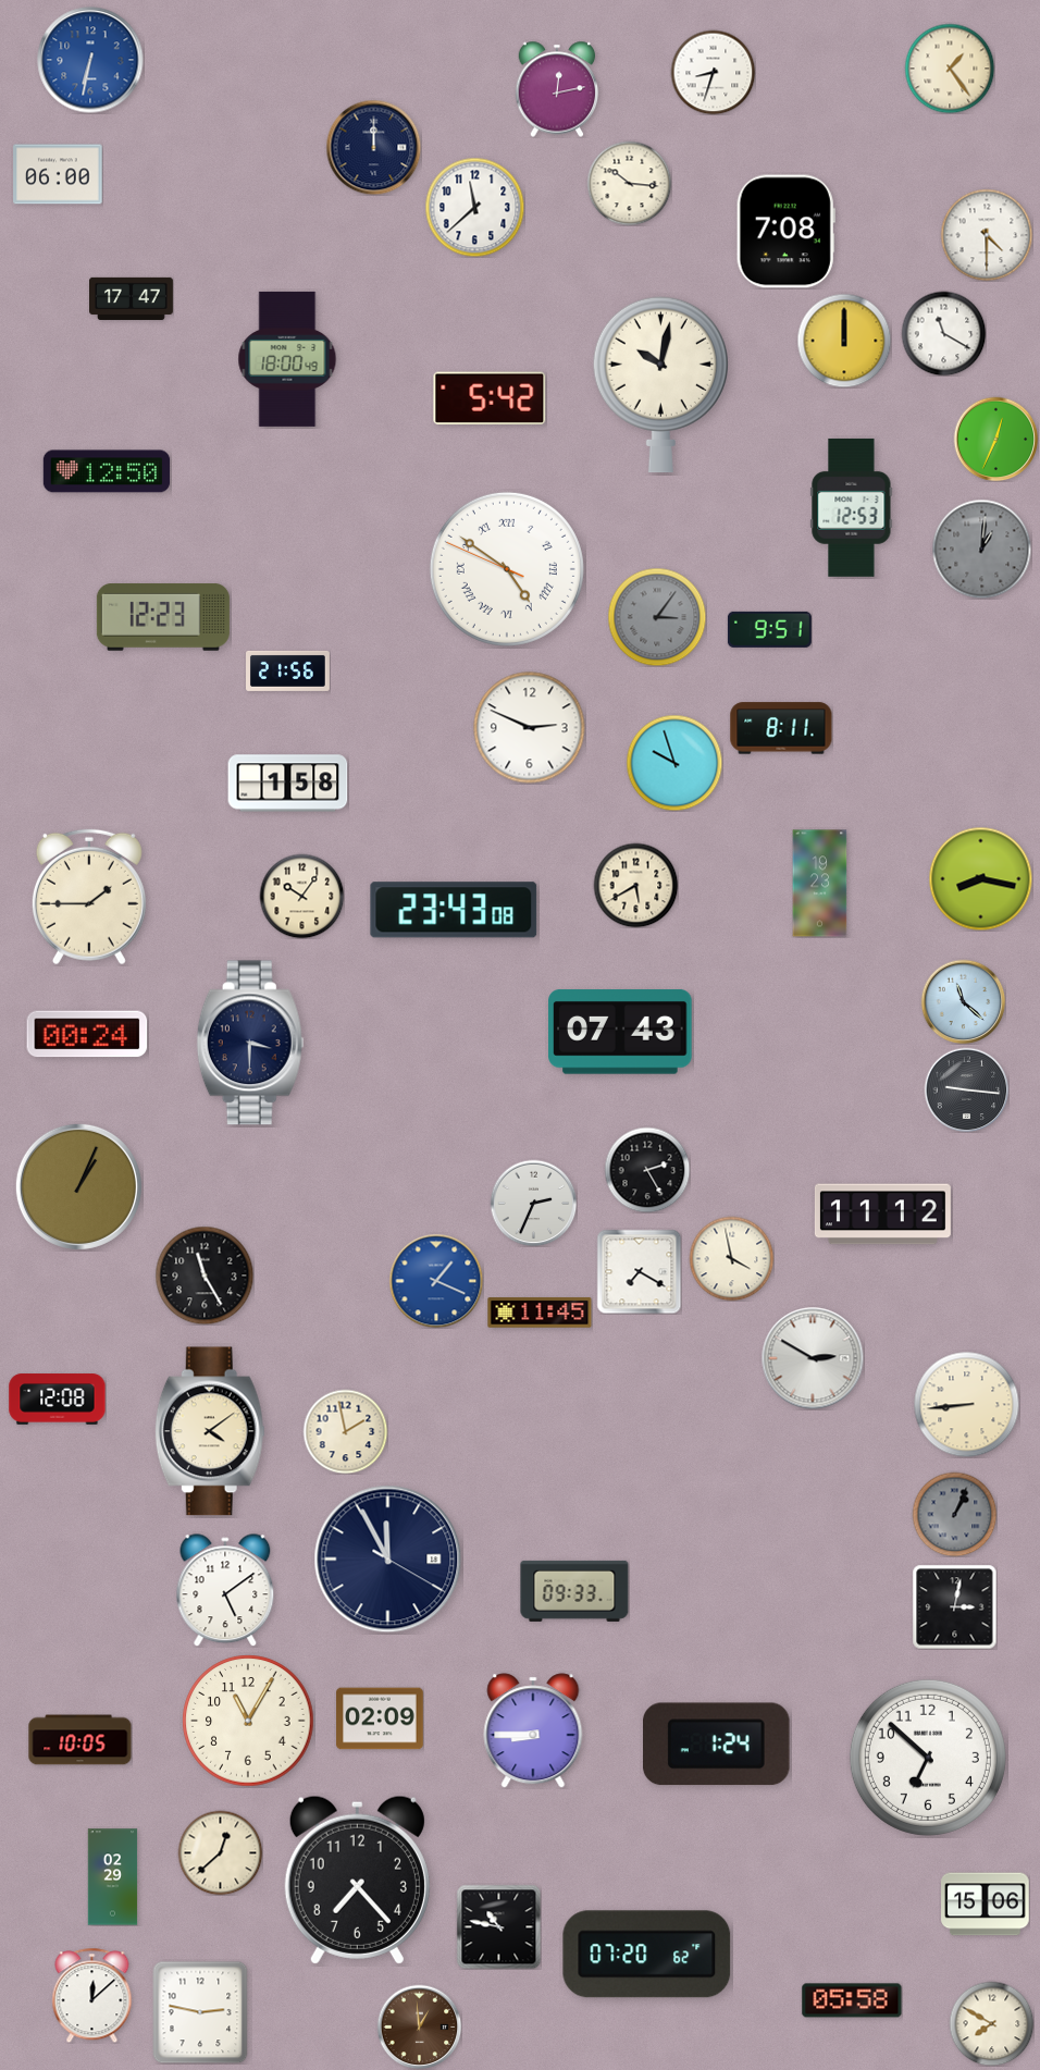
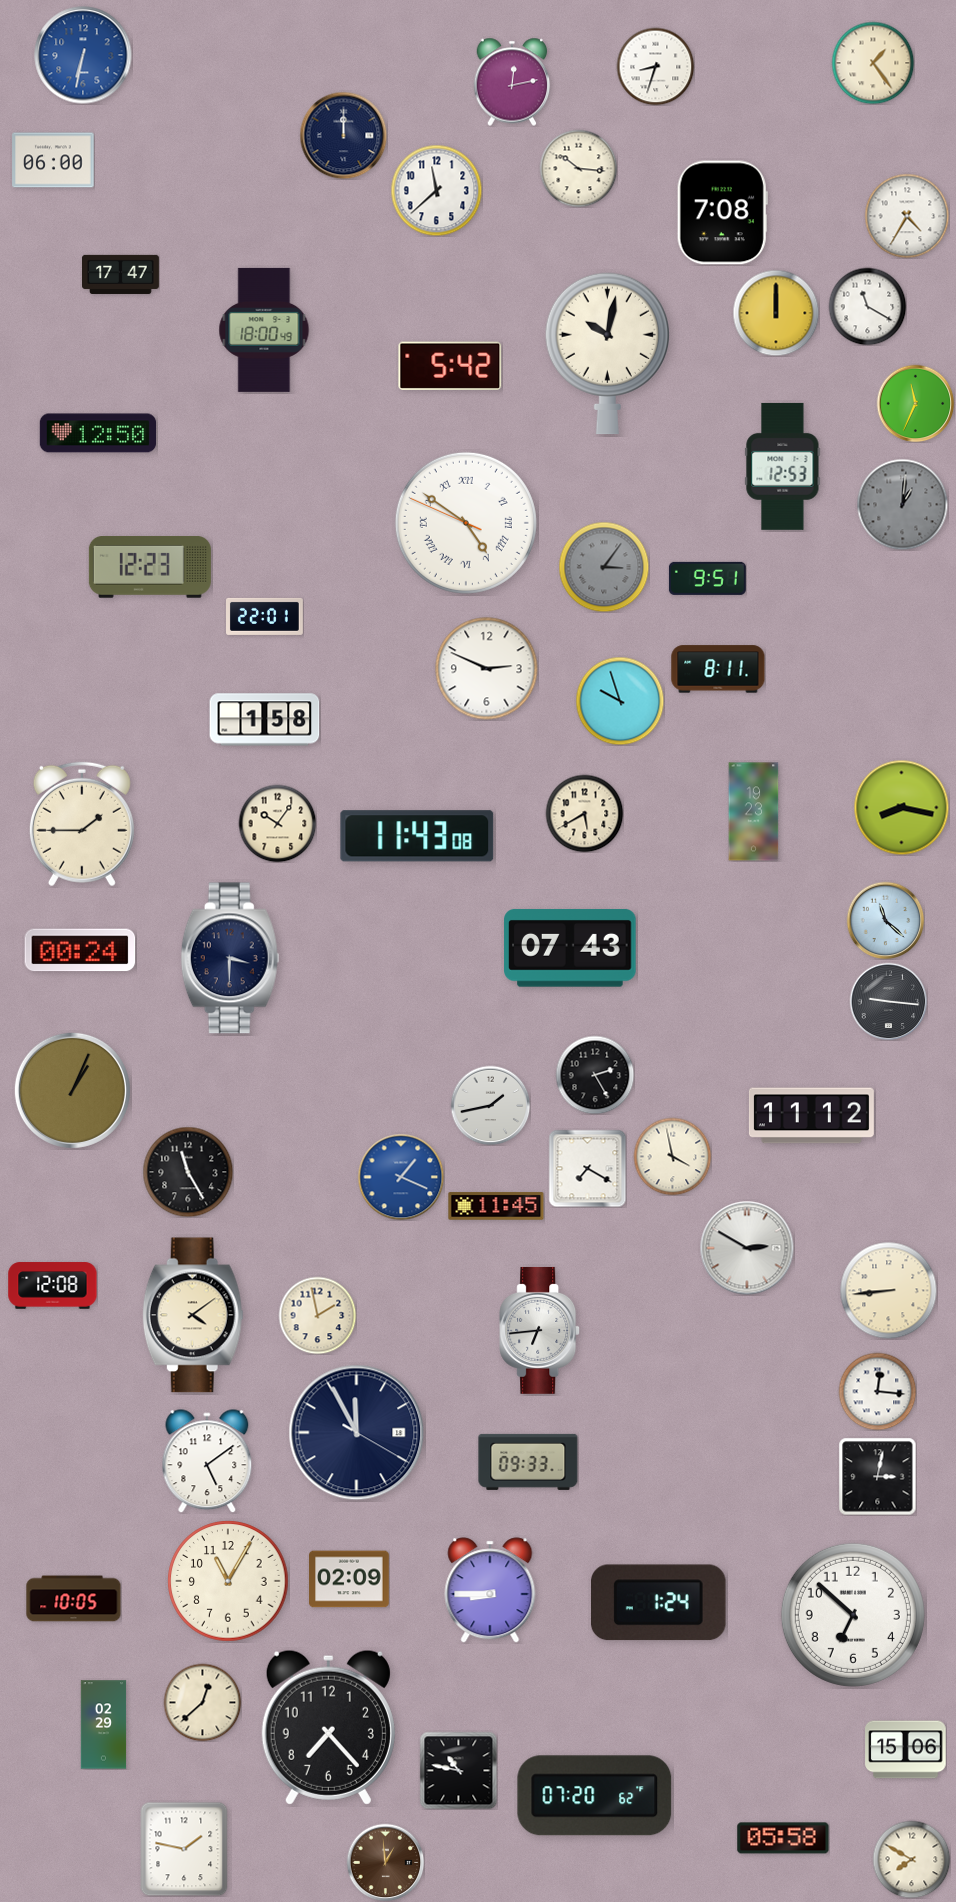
clock at (987, 235): 4:30 -> 4:35
clock at (995, 439): 12:34 -> 11:34
clock at (288, 670): 21:56 -> 22:01
clock at (454, 910): 23:43 -> 11:43
clock at (533, 1203): 2:34 -> 1:43
clock at (540, 1330): none -> 6:44
clock at (954, 1514): 1:04 -> 12:16
clock at (954, 1514) dial: grey -> white
clock at (92, 1995): 12:08 -> none
clock at (200, 2012): 2:47 -> 1:47
